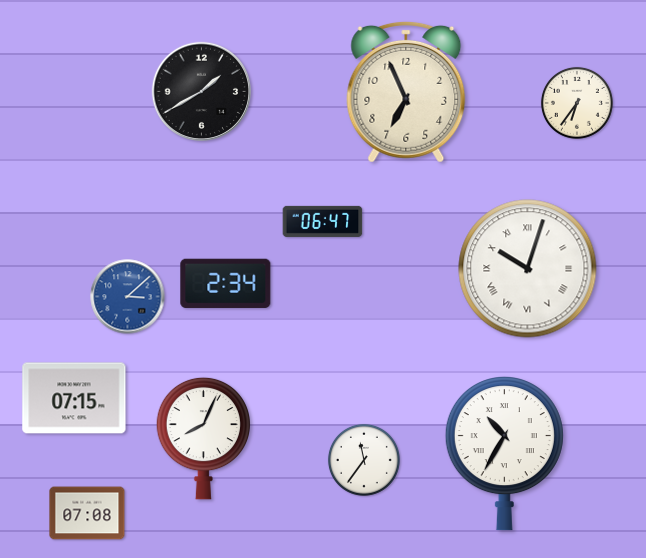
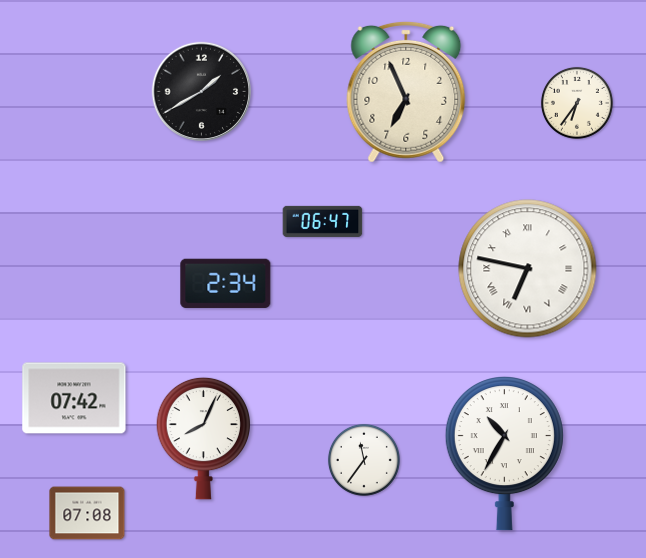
clock at (528, 269): 10:03 -> 6:47
clock at (128, 297): 3:08 -> none
clock at (74, 398): 07:15 -> 07:42
